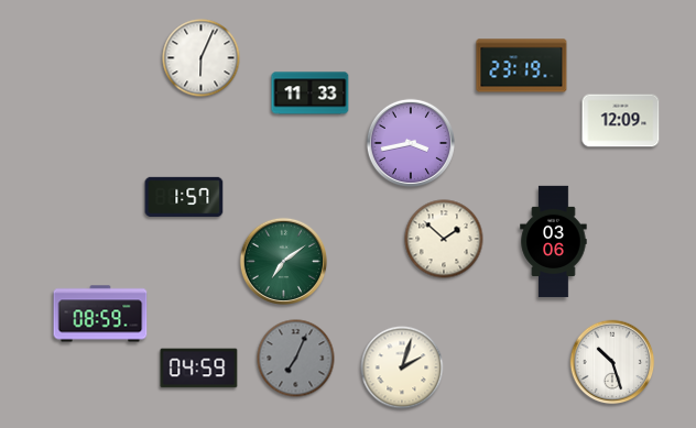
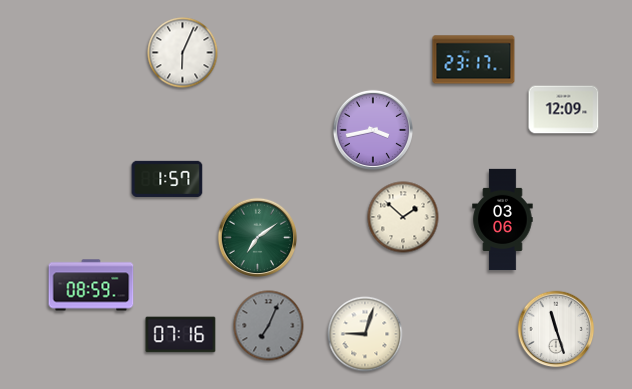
clock at (522, 66): 23:19 -> 23:17
clock at (311, 94): 11:33 -> none
clock at (612, 362): 10:27 -> 11:27
clock at (402, 367): 2:03 -> 9:03
clock at (199, 369): 04:59 -> 07:16
